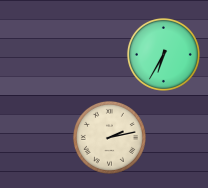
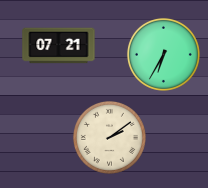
clock at (59, 46): none -> 07:21
clock at (109, 137): 2:13 -> 2:09
